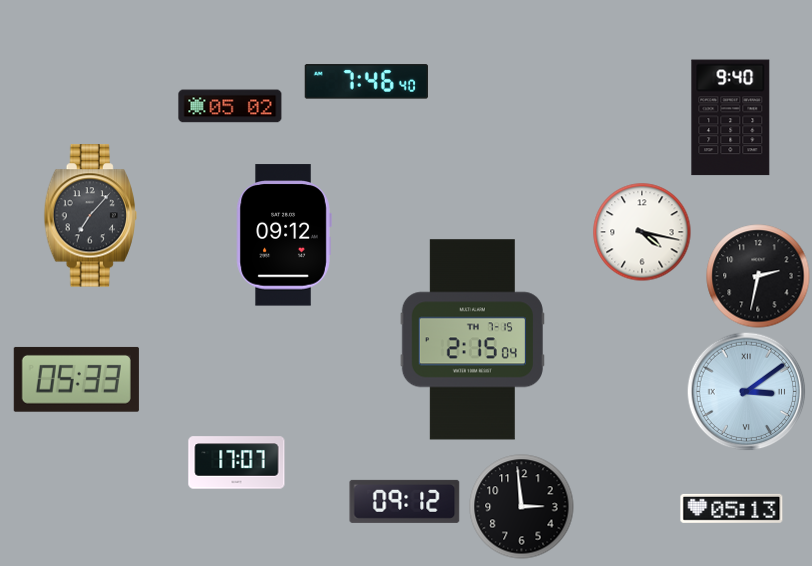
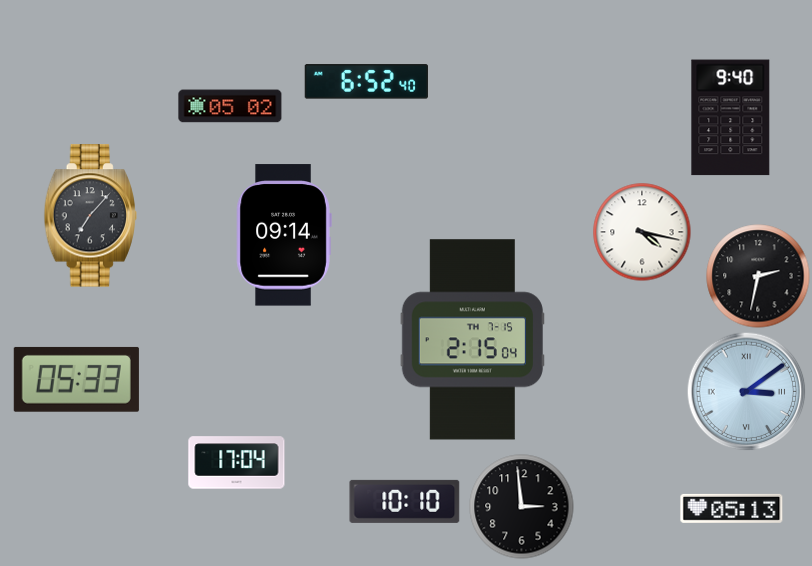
clock at (366, 82): 7:46 -> 6:52
clock at (284, 235): 09:12 -> 09:14
clock at (237, 463): 17:07 -> 17:04
clock at (405, 501): 09:12 -> 10:10
